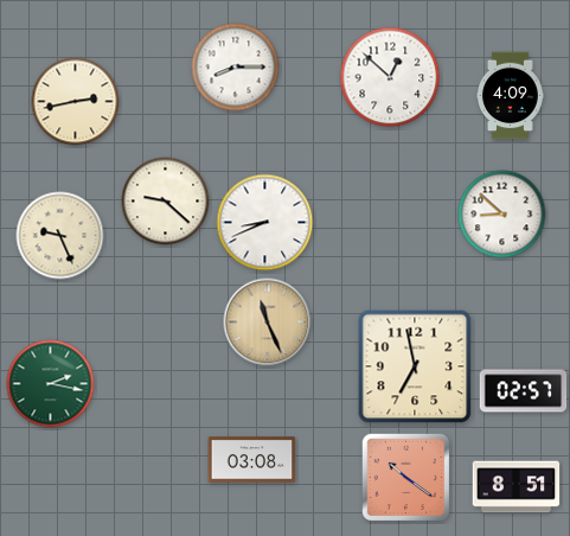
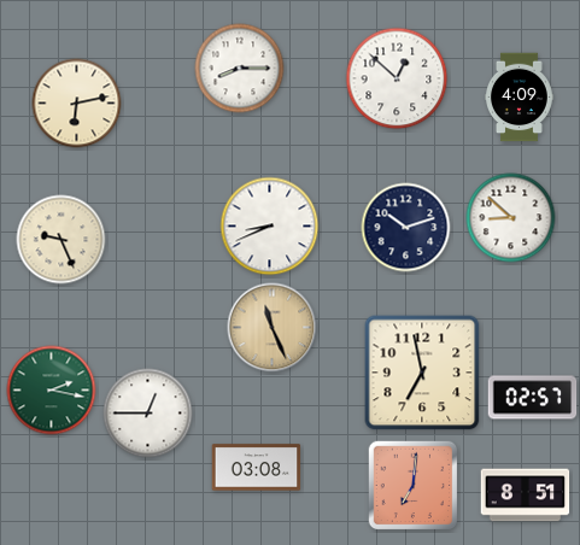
clock at (76, 102): 2:43 -> 6:13
clock at (166, 202): 9:22 -> none
clock at (406, 228): none -> 10:12
clock at (148, 414): none -> 12:45
clock at (406, 478): 10:21 -> 7:01
